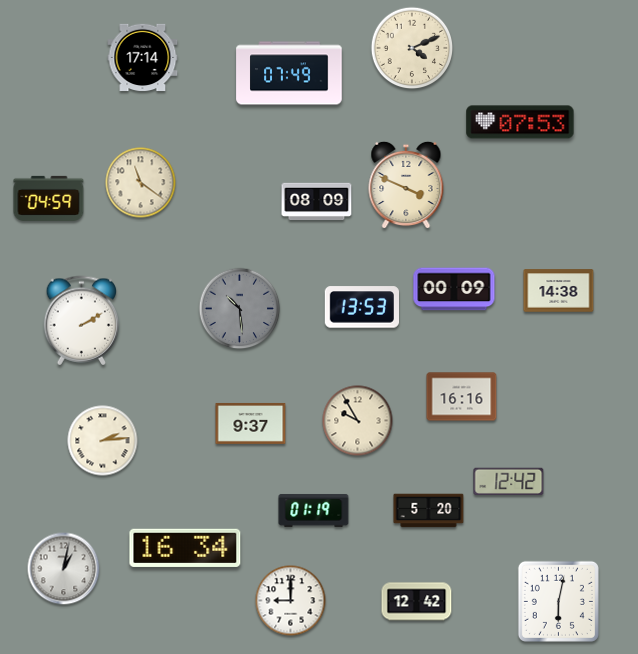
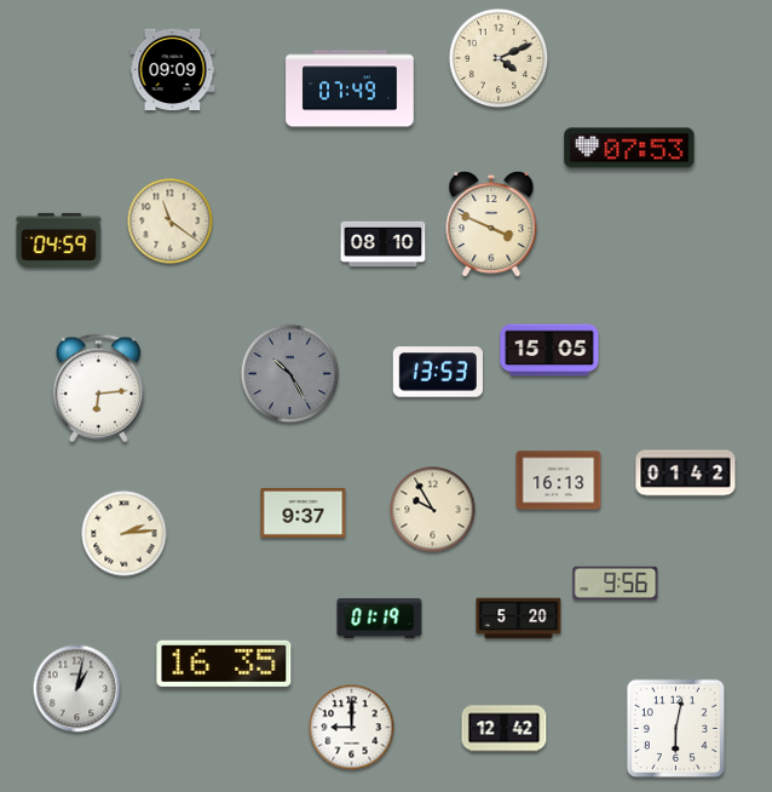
clock at (143, 58): 17:14 -> 09:09
clock at (317, 201): 08:09 -> 08:10
clock at (454, 289): 00:09 -> 15:05
clock at (559, 291): 14:38 -> none
clock at (240, 309): 10:29 -> 10:25
clock at (82, 321): 2:10 -> 6:14
clock at (686, 474): none -> 01:42
clock at (462, 397): 16:16 -> 16:13
clock at (509, 481): 12:42 -> 9:56
clock at (185, 548): 16:34 -> 16:35
